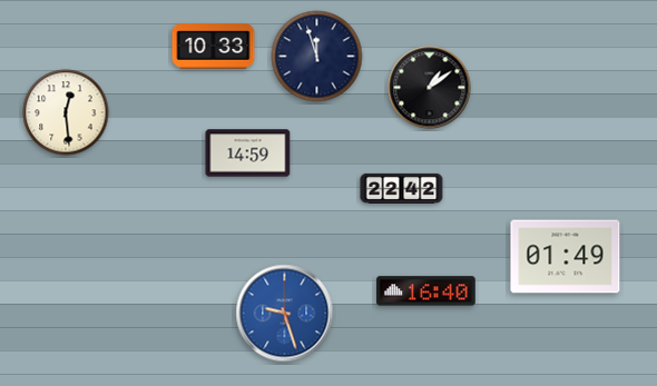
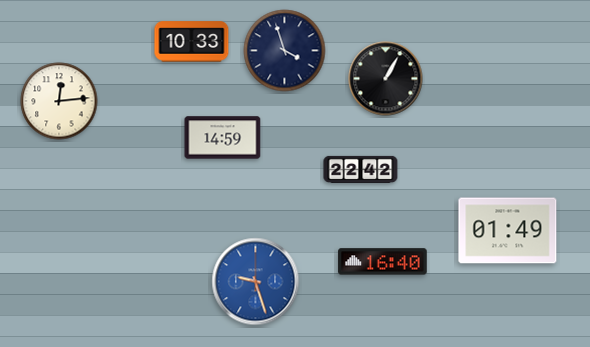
clock at (317, 57): 11:57 -> 3:57
clock at (430, 88): 1:09 -> 1:05
clock at (66, 112): 12:29 -> 12:14
